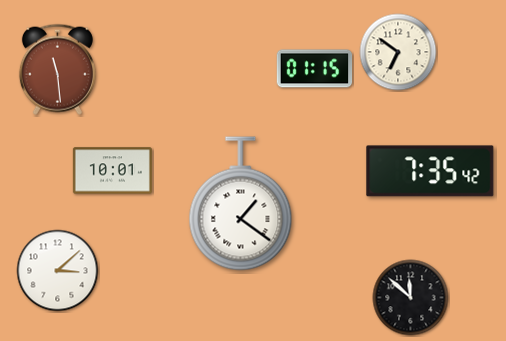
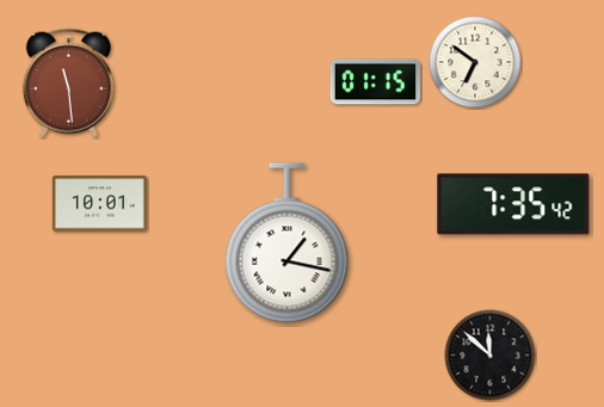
clock at (112, 171) position: (112, 171) -> (99, 204)
clock at (241, 204): 1:21 -> 1:17
clock at (58, 271): 3:08 -> none
